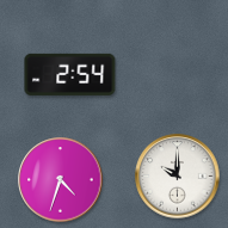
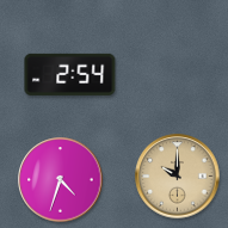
clock at (178, 177) dial: white -> champagne
